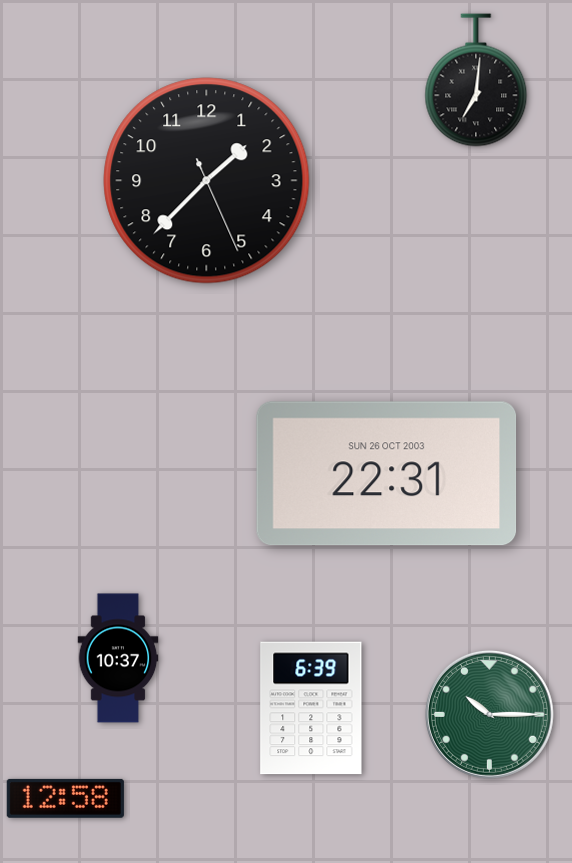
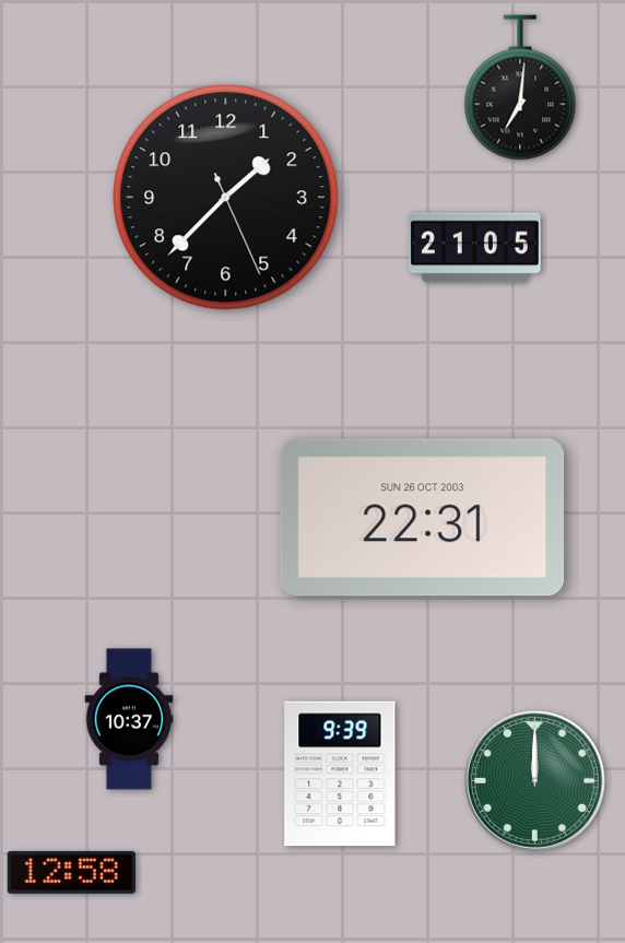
clock at (474, 248): none -> 21:05
clock at (311, 708): 6:39 -> 9:39
clock at (489, 714): 10:15 -> 12:00
